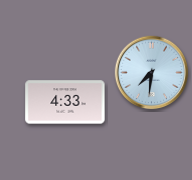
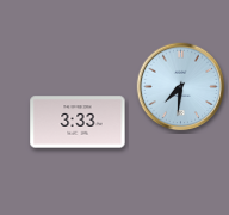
clock at (65, 102): 4:33 -> 3:33
